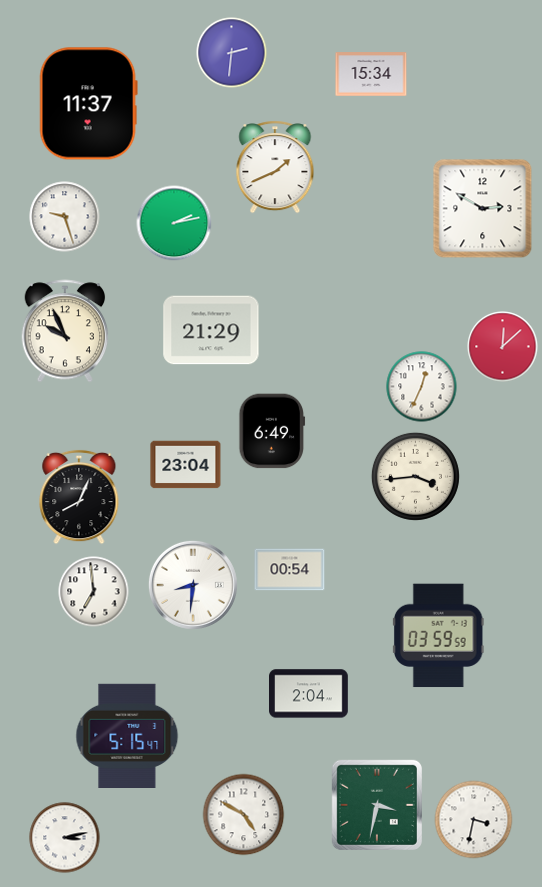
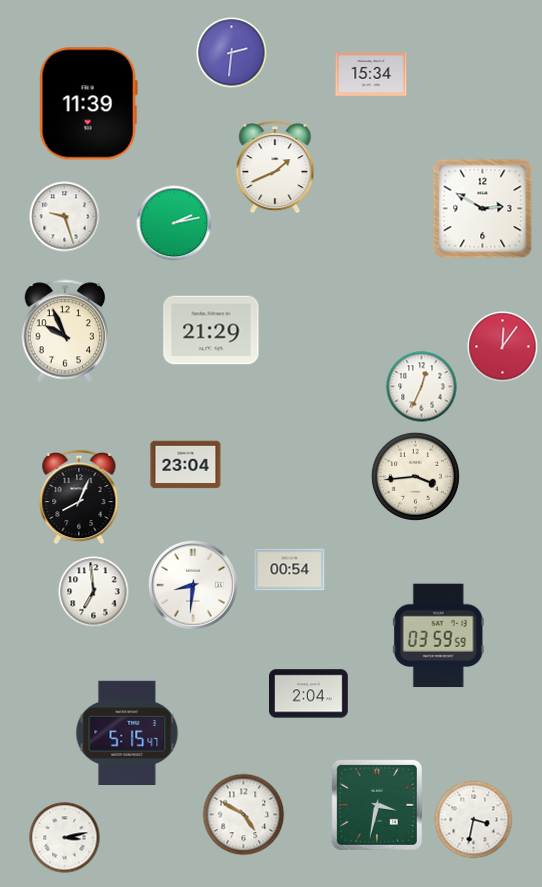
clock at (88, 104): 11:37 -> 11:39
clock at (503, 347): 12:08 -> 12:06
clock at (272, 431): 6:49 -> none
clock at (127, 735) position: (127, 735) -> (127, 732)
